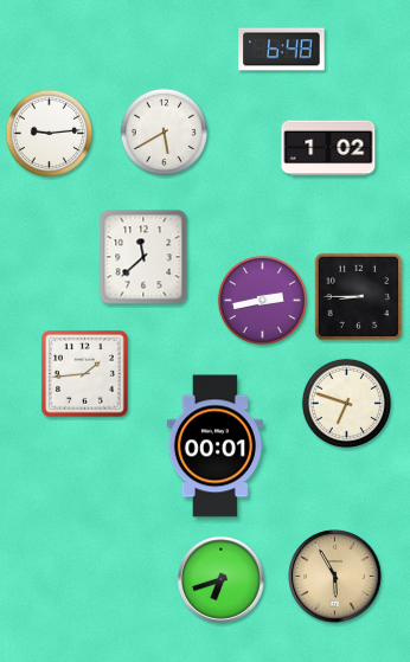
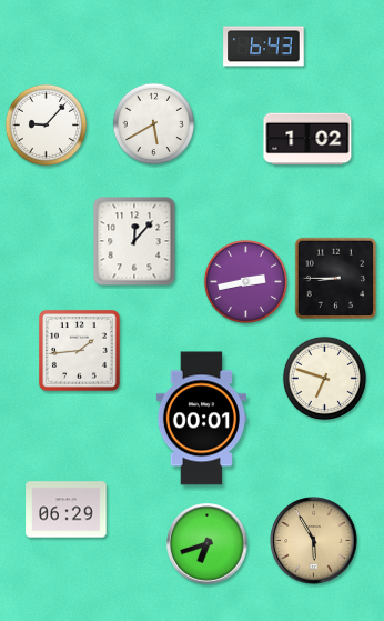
clock at (282, 50): 6:48 -> 6:43
clock at (49, 133): 9:14 -> 9:07
clock at (143, 257): 11:38 -> 12:07
clock at (67, 510): none -> 06:29
